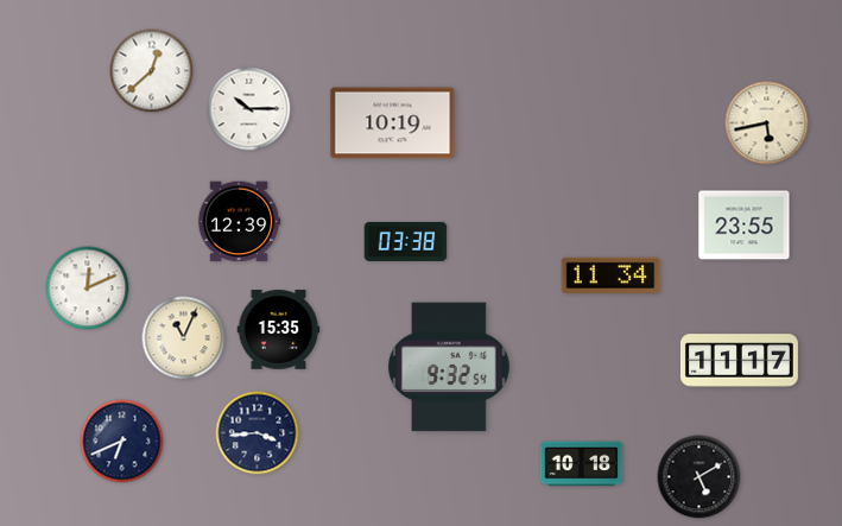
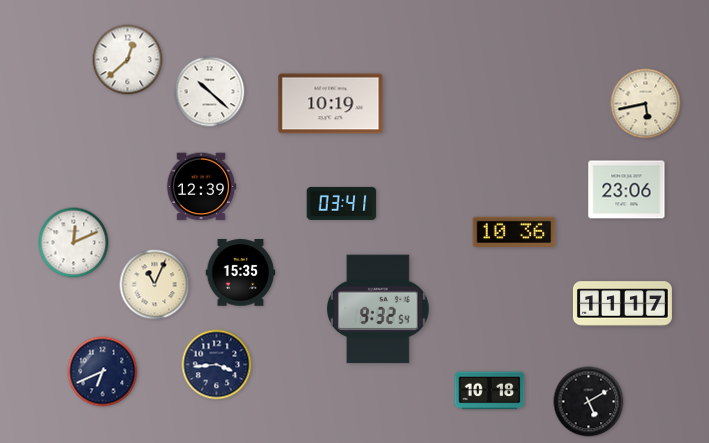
clock at (249, 109): 10:15 -> 10:22
clock at (745, 226): 23:55 -> 23:06
clock at (406, 241): 03:38 -> 03:41
clock at (610, 275): 11:34 -> 10:36
clock at (279, 330) position: (279, 330) -> (241, 273)
